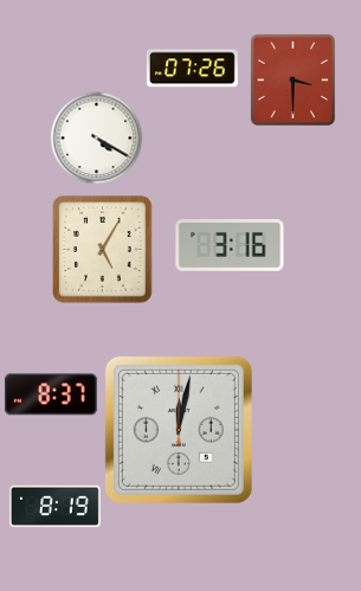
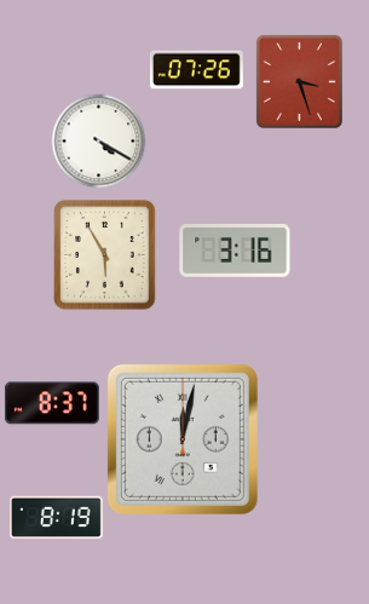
clock at (292, 79): 3:30 -> 3:27
clock at (103, 250): 5:05 -> 5:55
